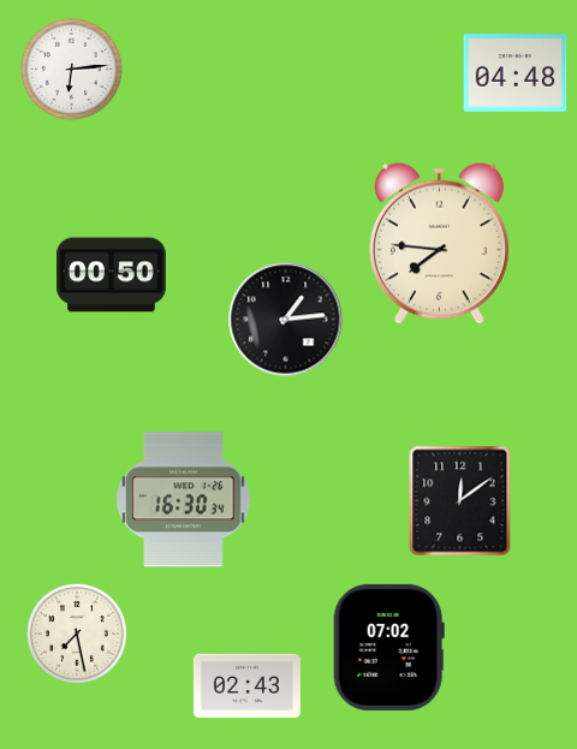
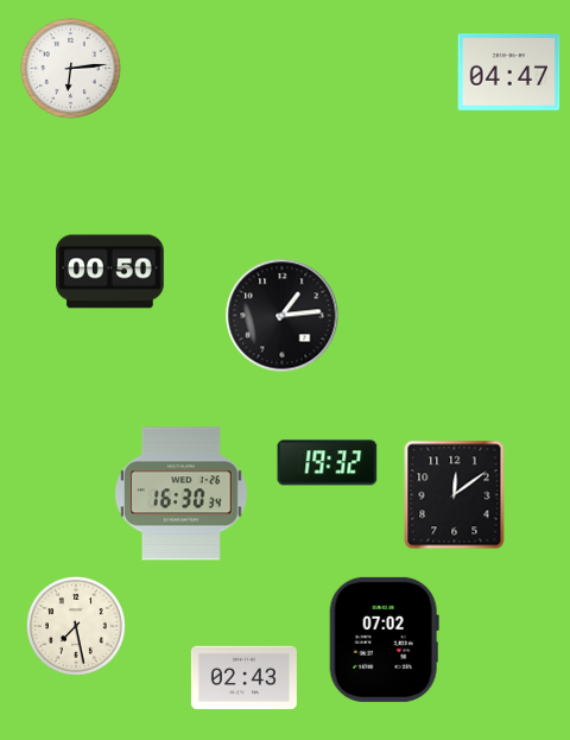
clock at (516, 73): 04:48 -> 04:47
clock at (439, 243): 7:46 -> none
clock at (328, 463): none -> 19:32
